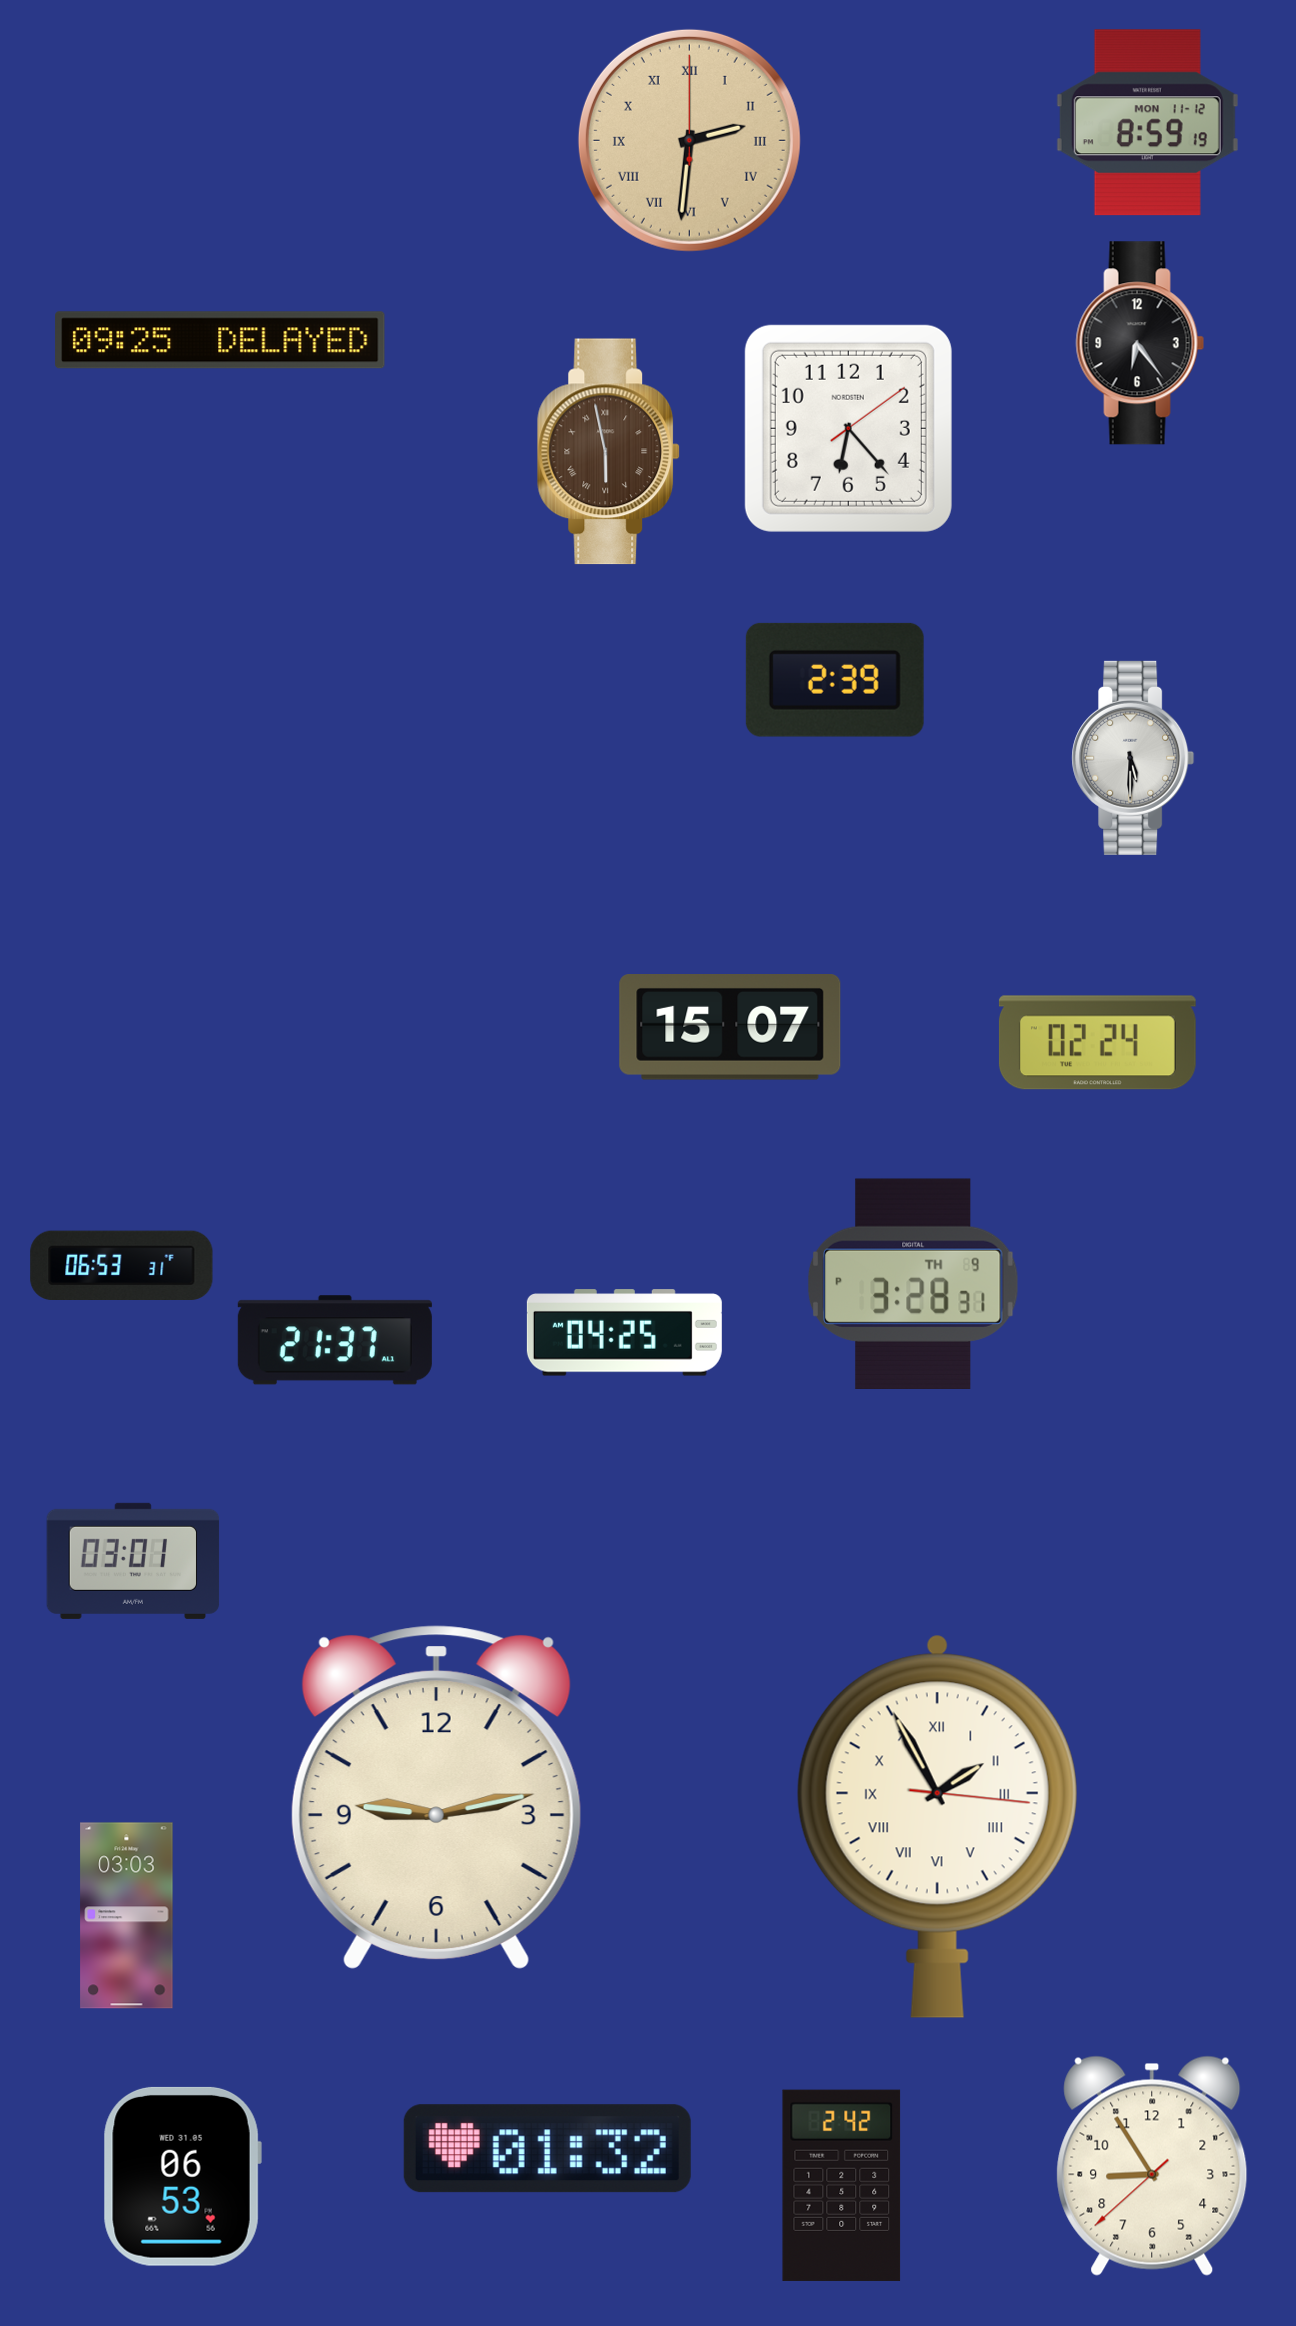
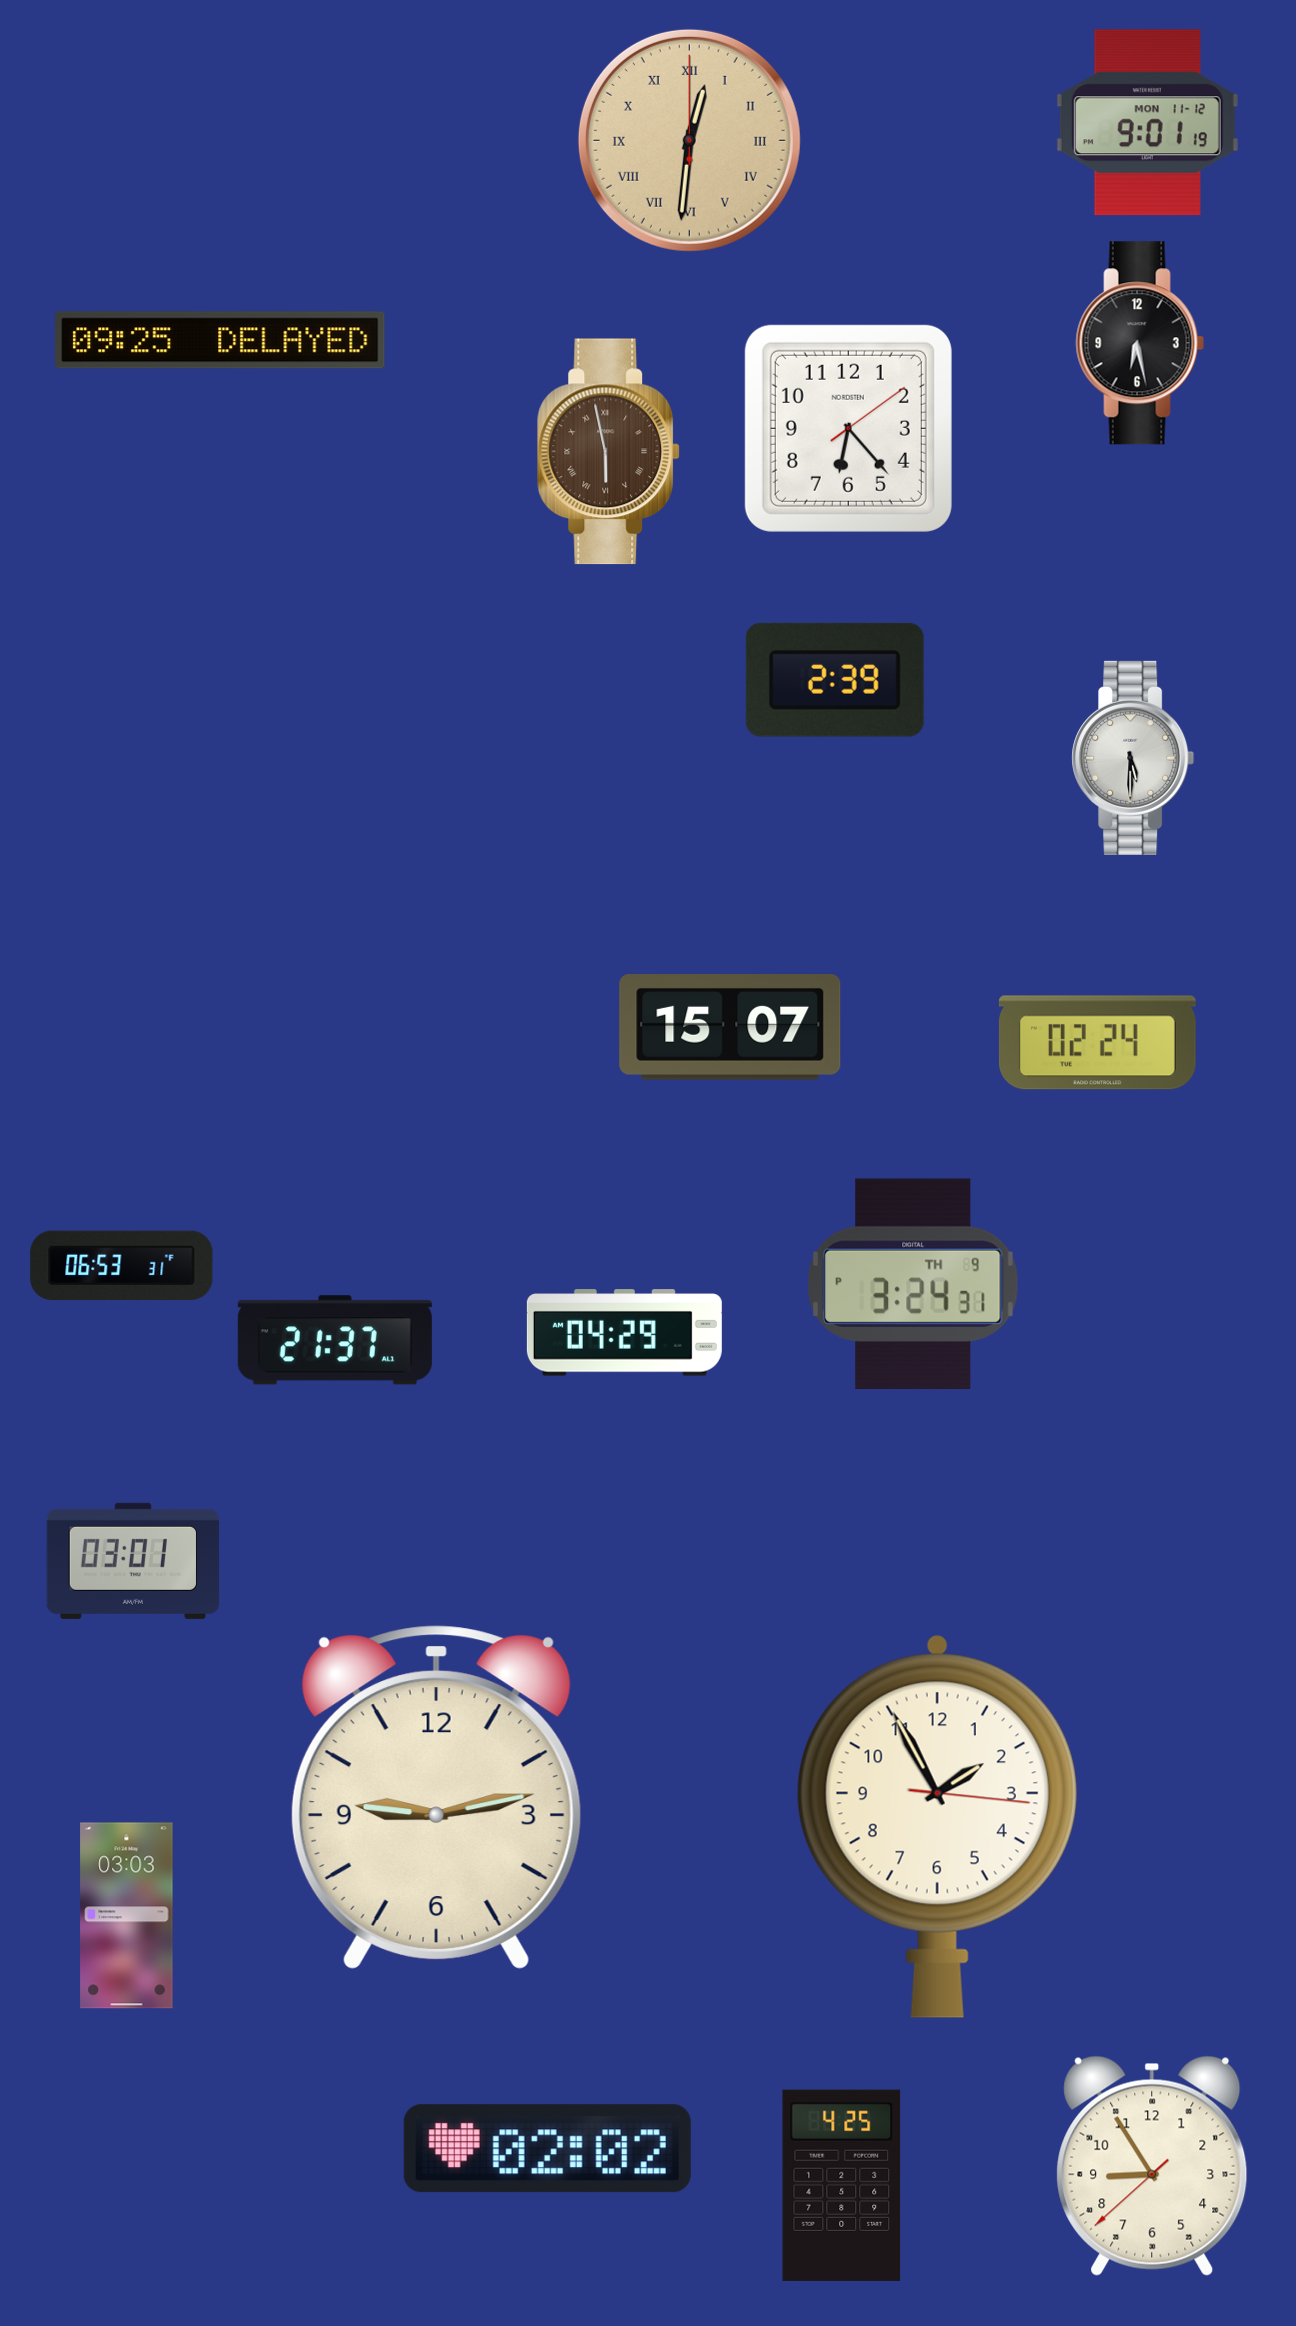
clock at (1147, 123): 8:59 -> 9:01
clock at (689, 140): 2:31 -> 12:31
clock at (1140, 343): 6:24 -> 6:28
clock at (914, 1284): 3:28 -> 3:24
clock at (624, 1333): 04:25 -> 04:29
clock at (937, 1826) numerals: Roman -> Arabic
clock at (547, 2149): 01:32 -> 02:02
clock at (182, 2176): 06:53 -> none
clock at (842, 2185): 2:42 -> 4:25
